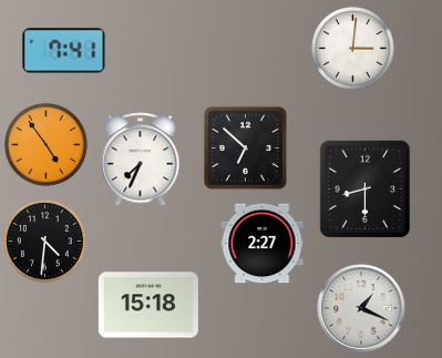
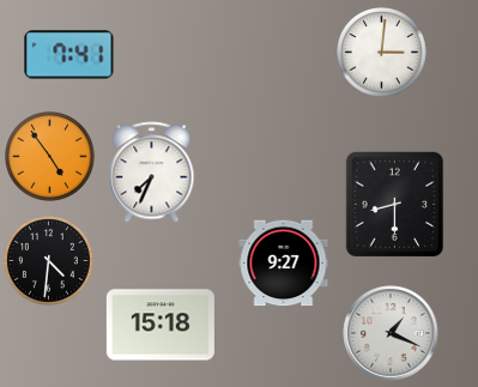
clock at (245, 147): 6:52 -> none
clock at (263, 244): 2:27 -> 9:27
clock at (148, 305) position: (148, 305) -> (161, 325)
